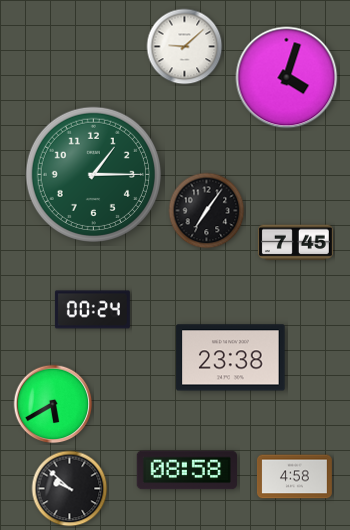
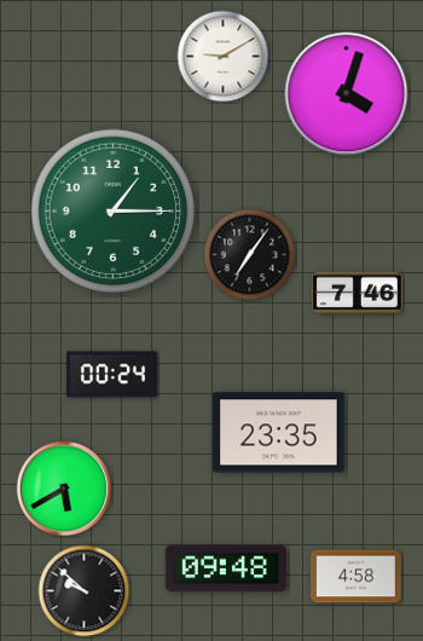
clock at (185, 47): 9:08 -> 9:10
clock at (295, 243): 7:45 -> 7:46
clock at (231, 358): 23:38 -> 23:35
clock at (186, 470): 08:58 -> 09:48
